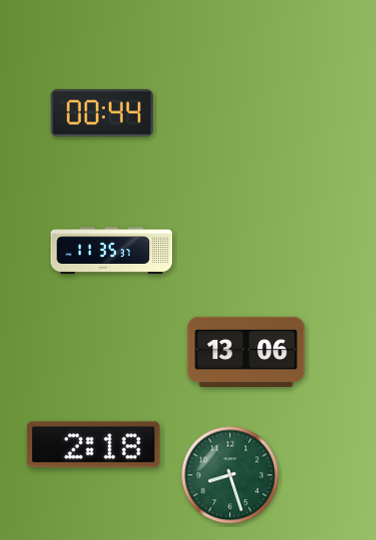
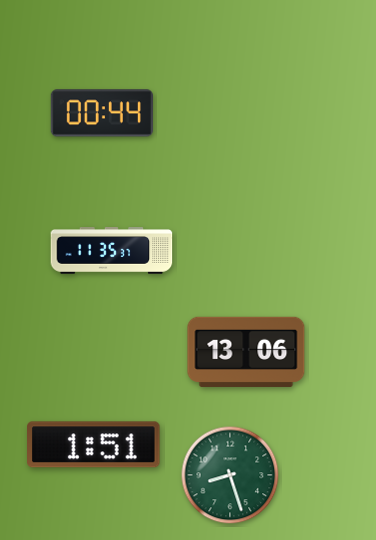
clock at (94, 445): 2:18 -> 1:51
